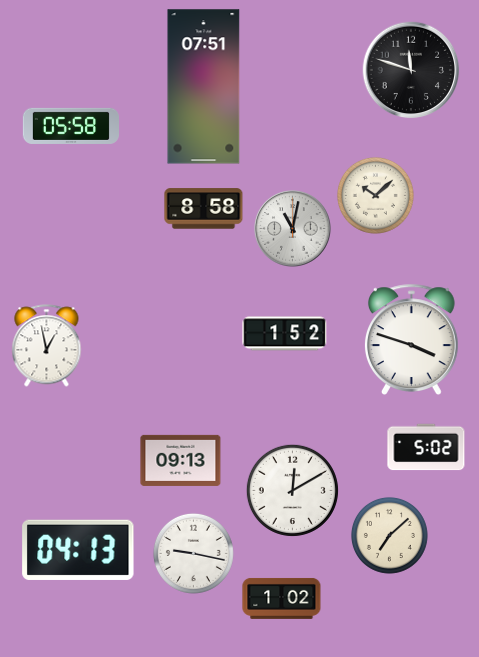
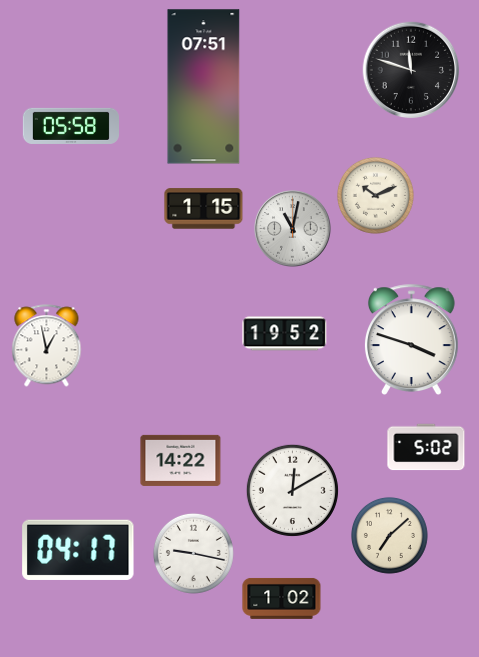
clock at (375, 195): 10:08 -> 10:11
clock at (204, 209): 8:58 -> 1:15
clock at (285, 334): 1:52 -> 19:52
clock at (181, 460): 09:13 -> 14:22
clock at (78, 550): 04:13 -> 04:17
